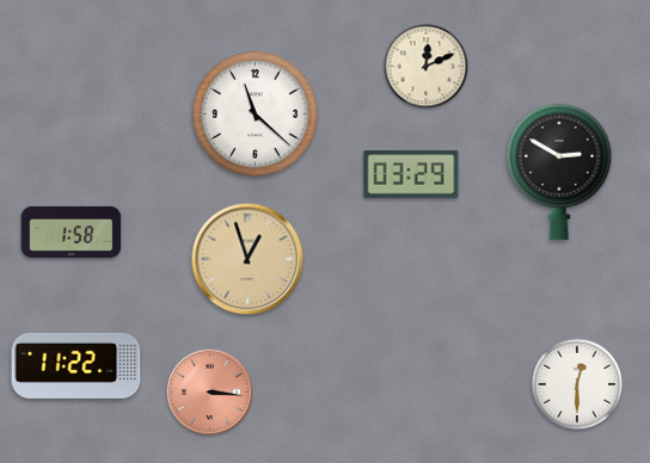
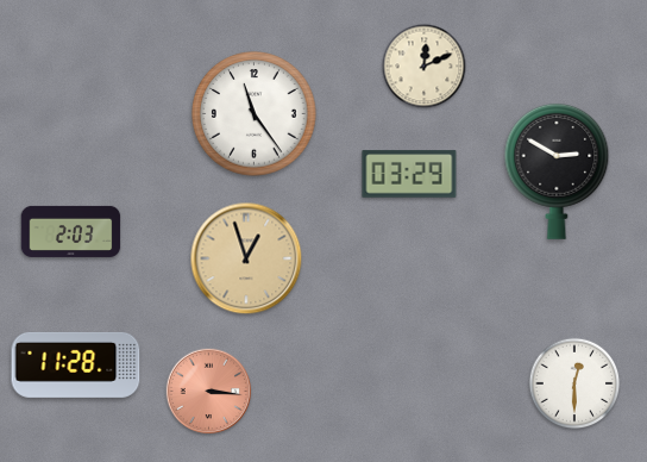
clock at (256, 115): 11:22 -> 11:24
clock at (72, 231): 1:58 -> 2:03
clock at (76, 365): 11:22 -> 11:28
